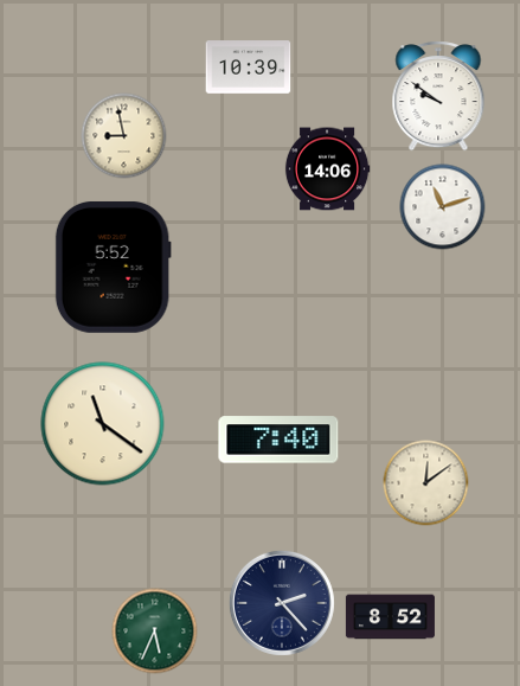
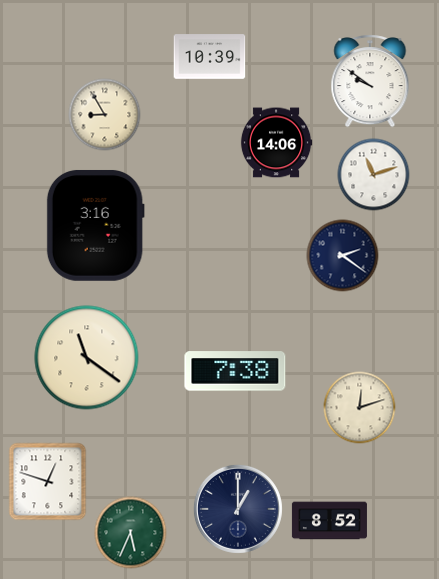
clock at (124, 136): 8:58 -> 8:55
clock at (113, 267): 5:52 -> 3:16
clock at (343, 256): none -> 2:21
clock at (278, 440): 7:40 -> 7:38
clock at (426, 483): 12:09 -> 12:12
clock at (48, 482): none -> 12:48
clock at (282, 603): 2:23 -> 1:00
